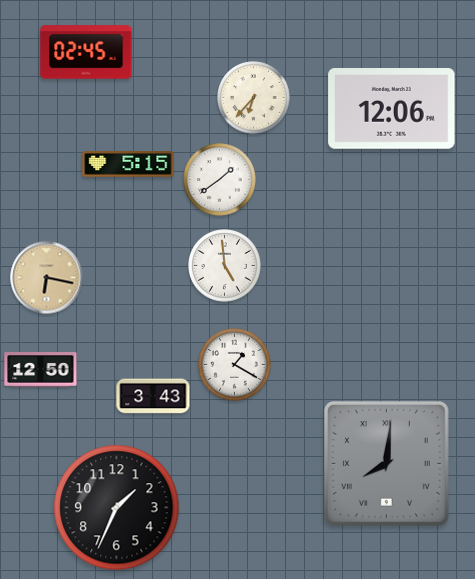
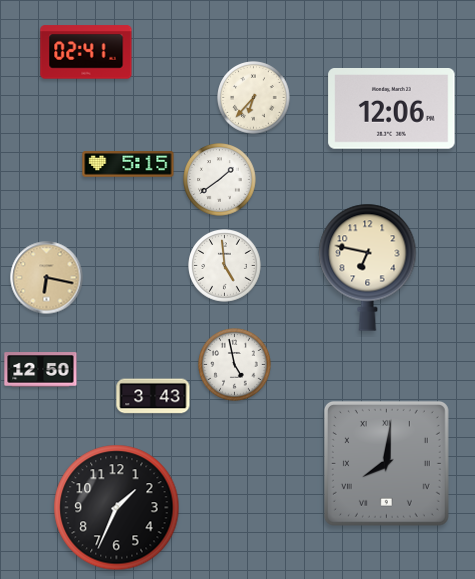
clock at (86, 52): 02:45 -> 02:41
clock at (368, 267): none -> 6:47
clock at (235, 365): 1:20 -> 4:58
